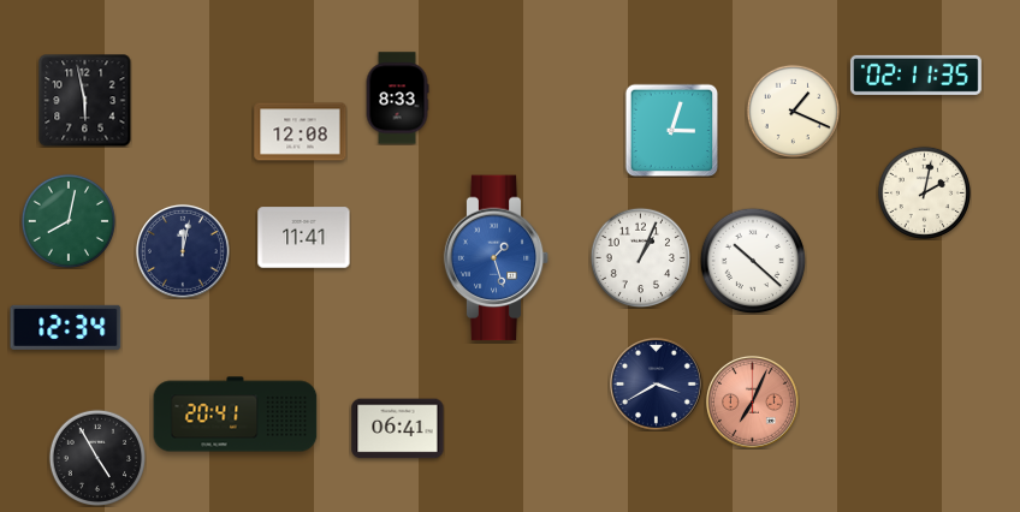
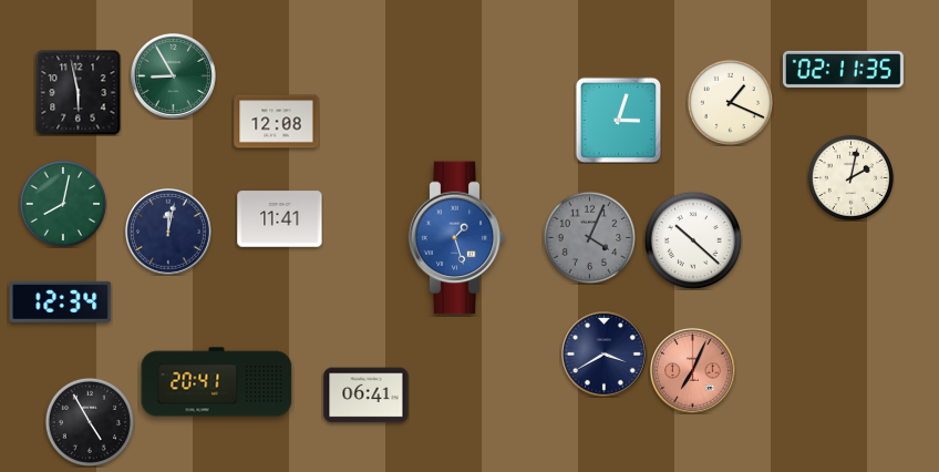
clock at (174, 76): none -> 8:55
clock at (397, 99): 8:33 -> none
clock at (640, 257): 1:04 -> 4:04
clock at (640, 257) dial: white -> grey
